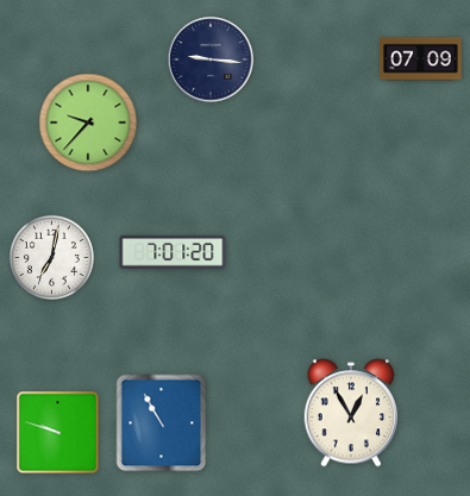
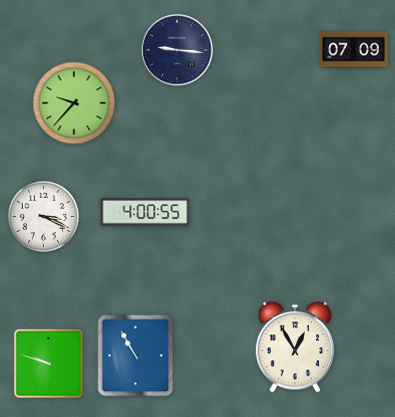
clock at (173, 252): 7:01 -> 4:00
clock at (51, 257): 7:02 -> 3:19
